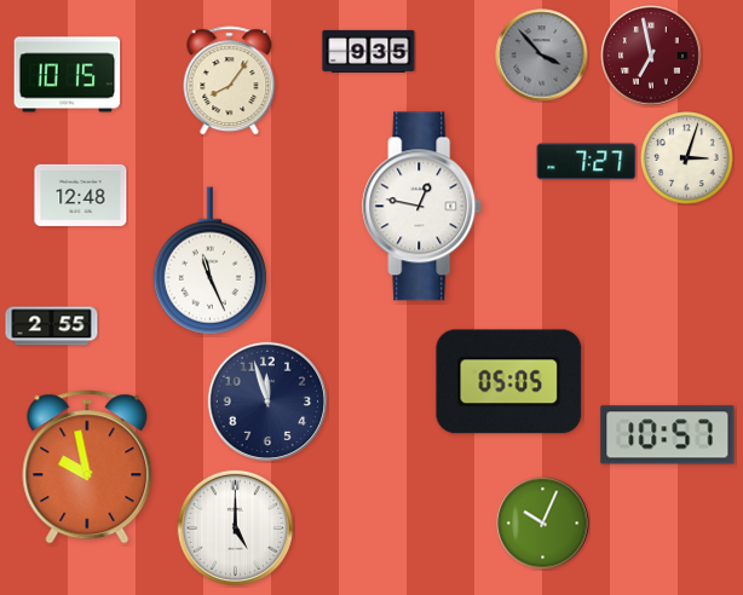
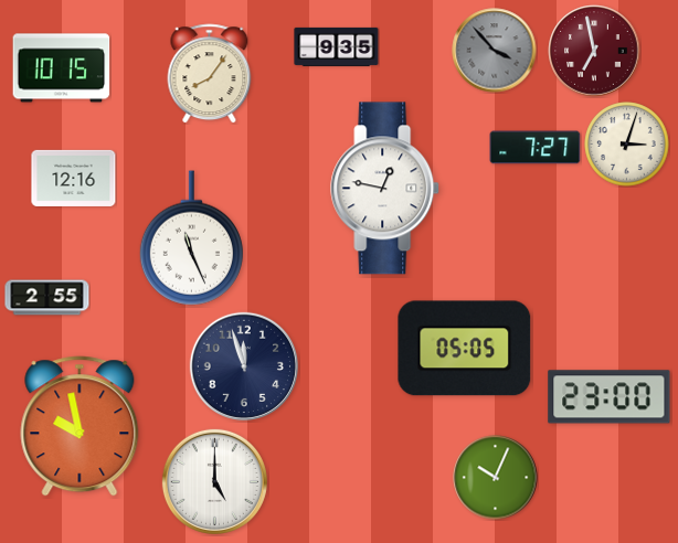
clock at (81, 195): 12:48 -> 12:16
clock at (668, 435): 10:57 -> 23:00
